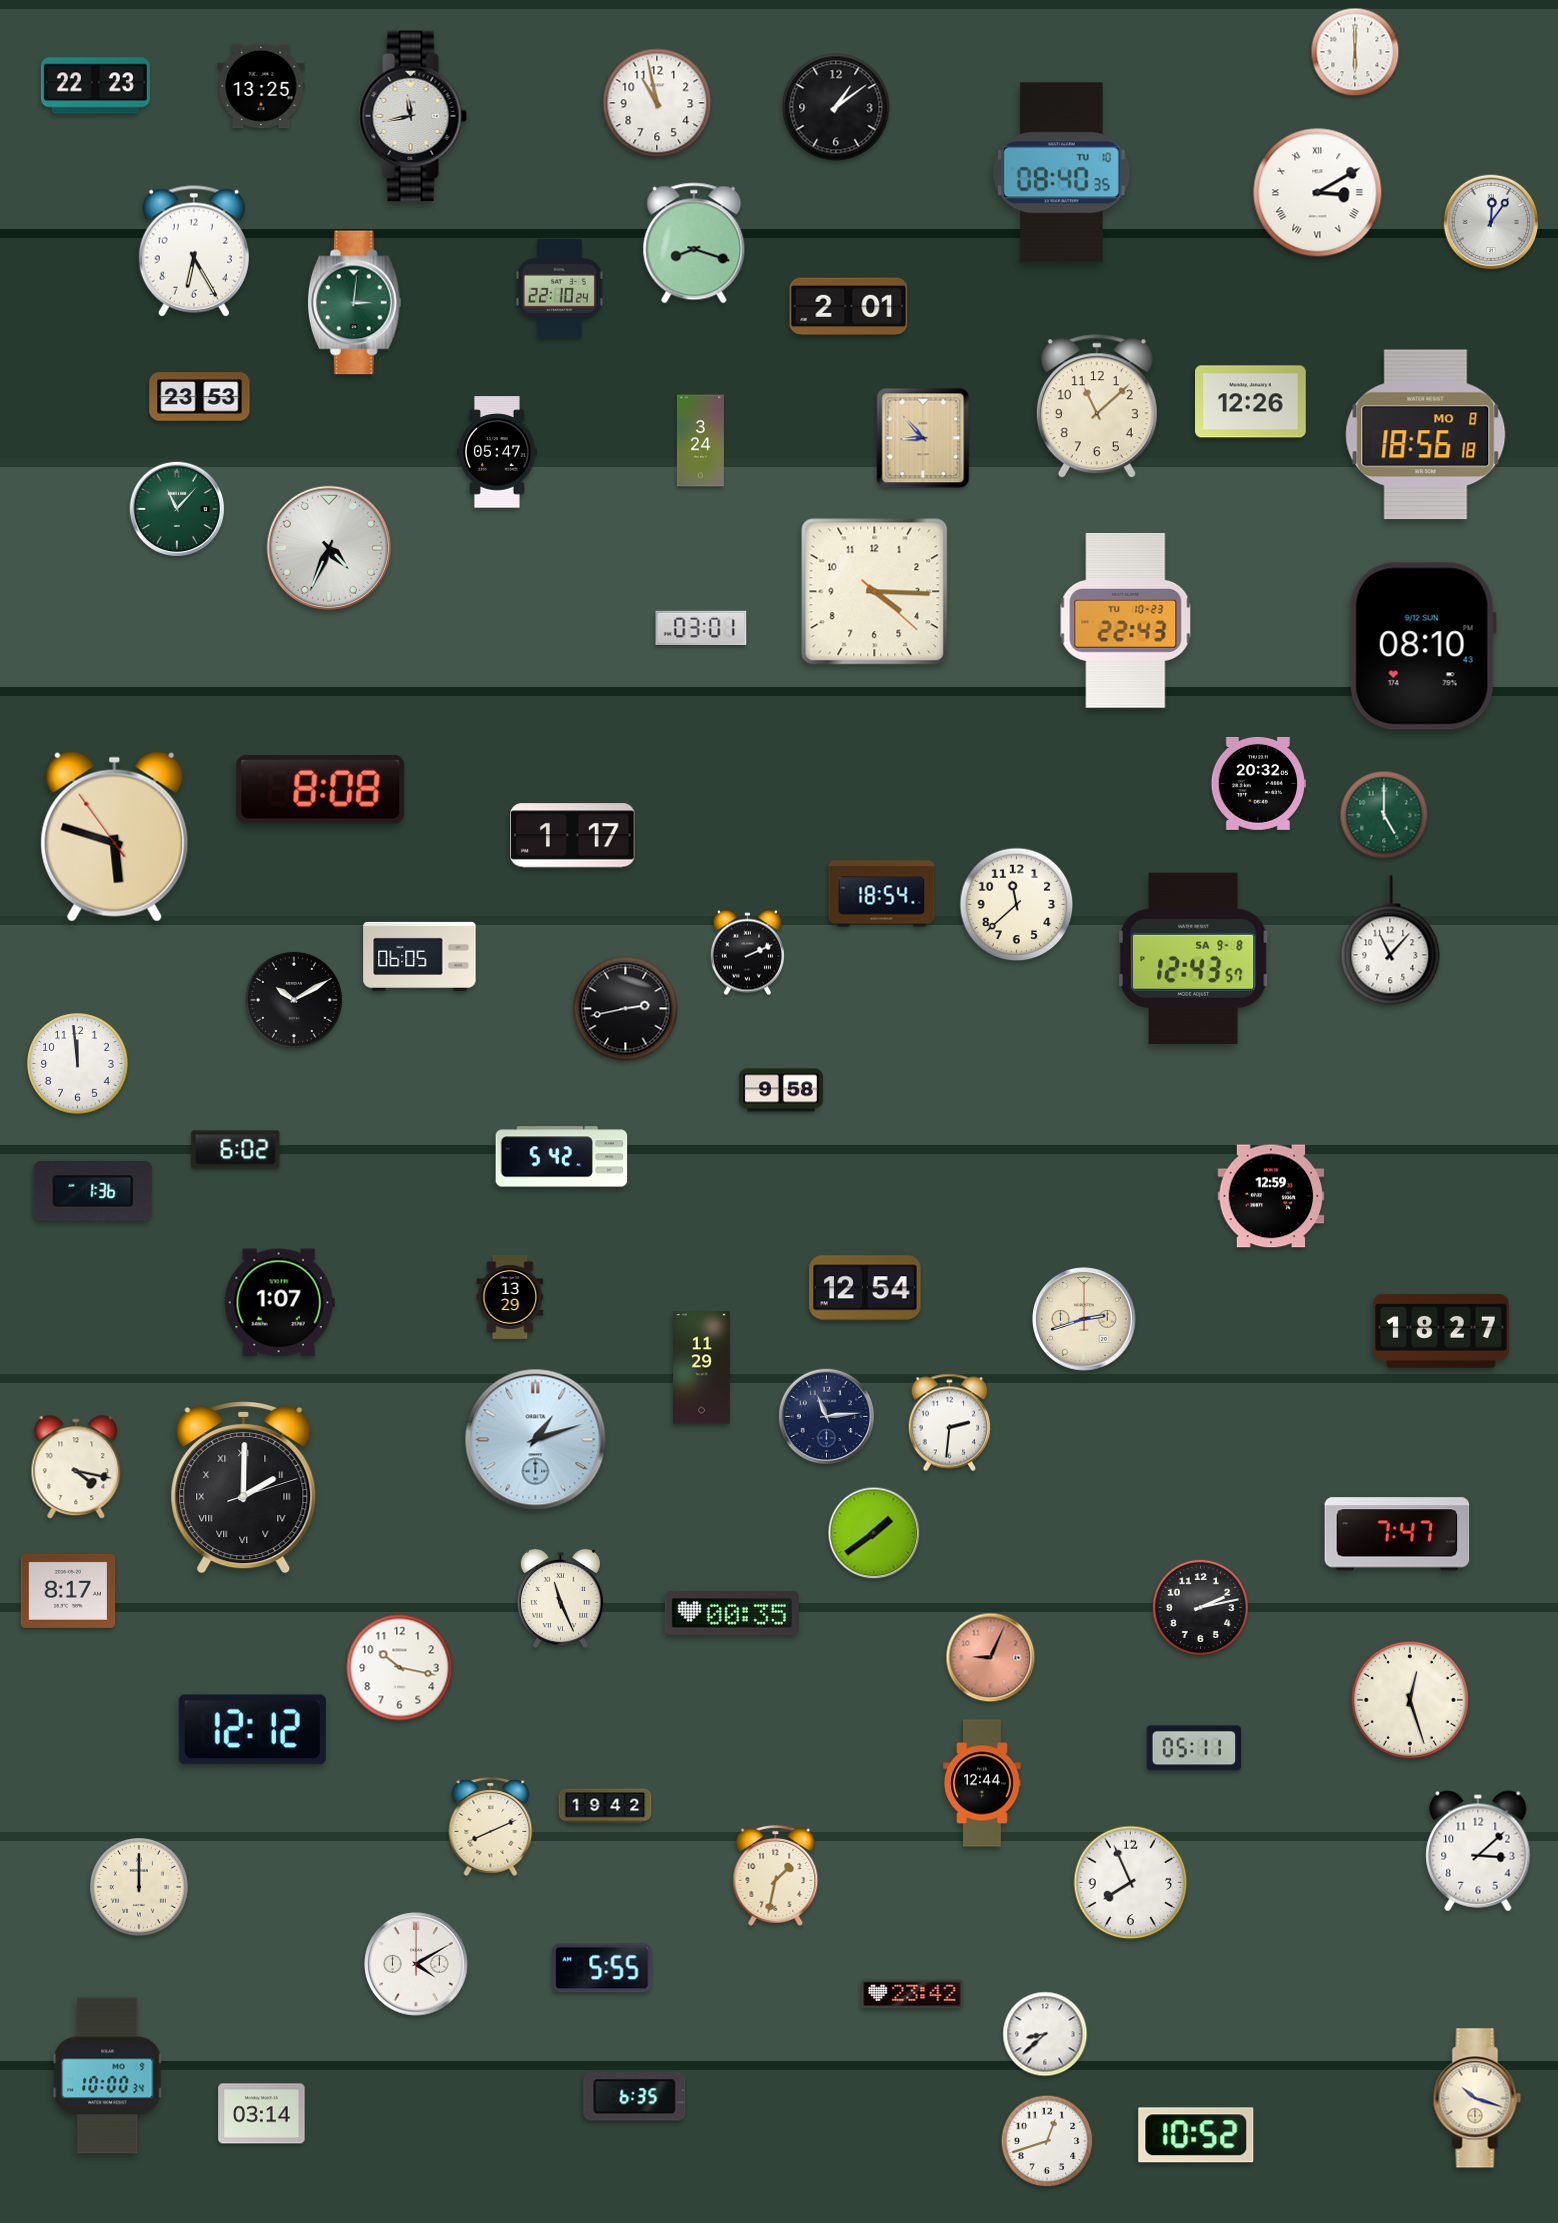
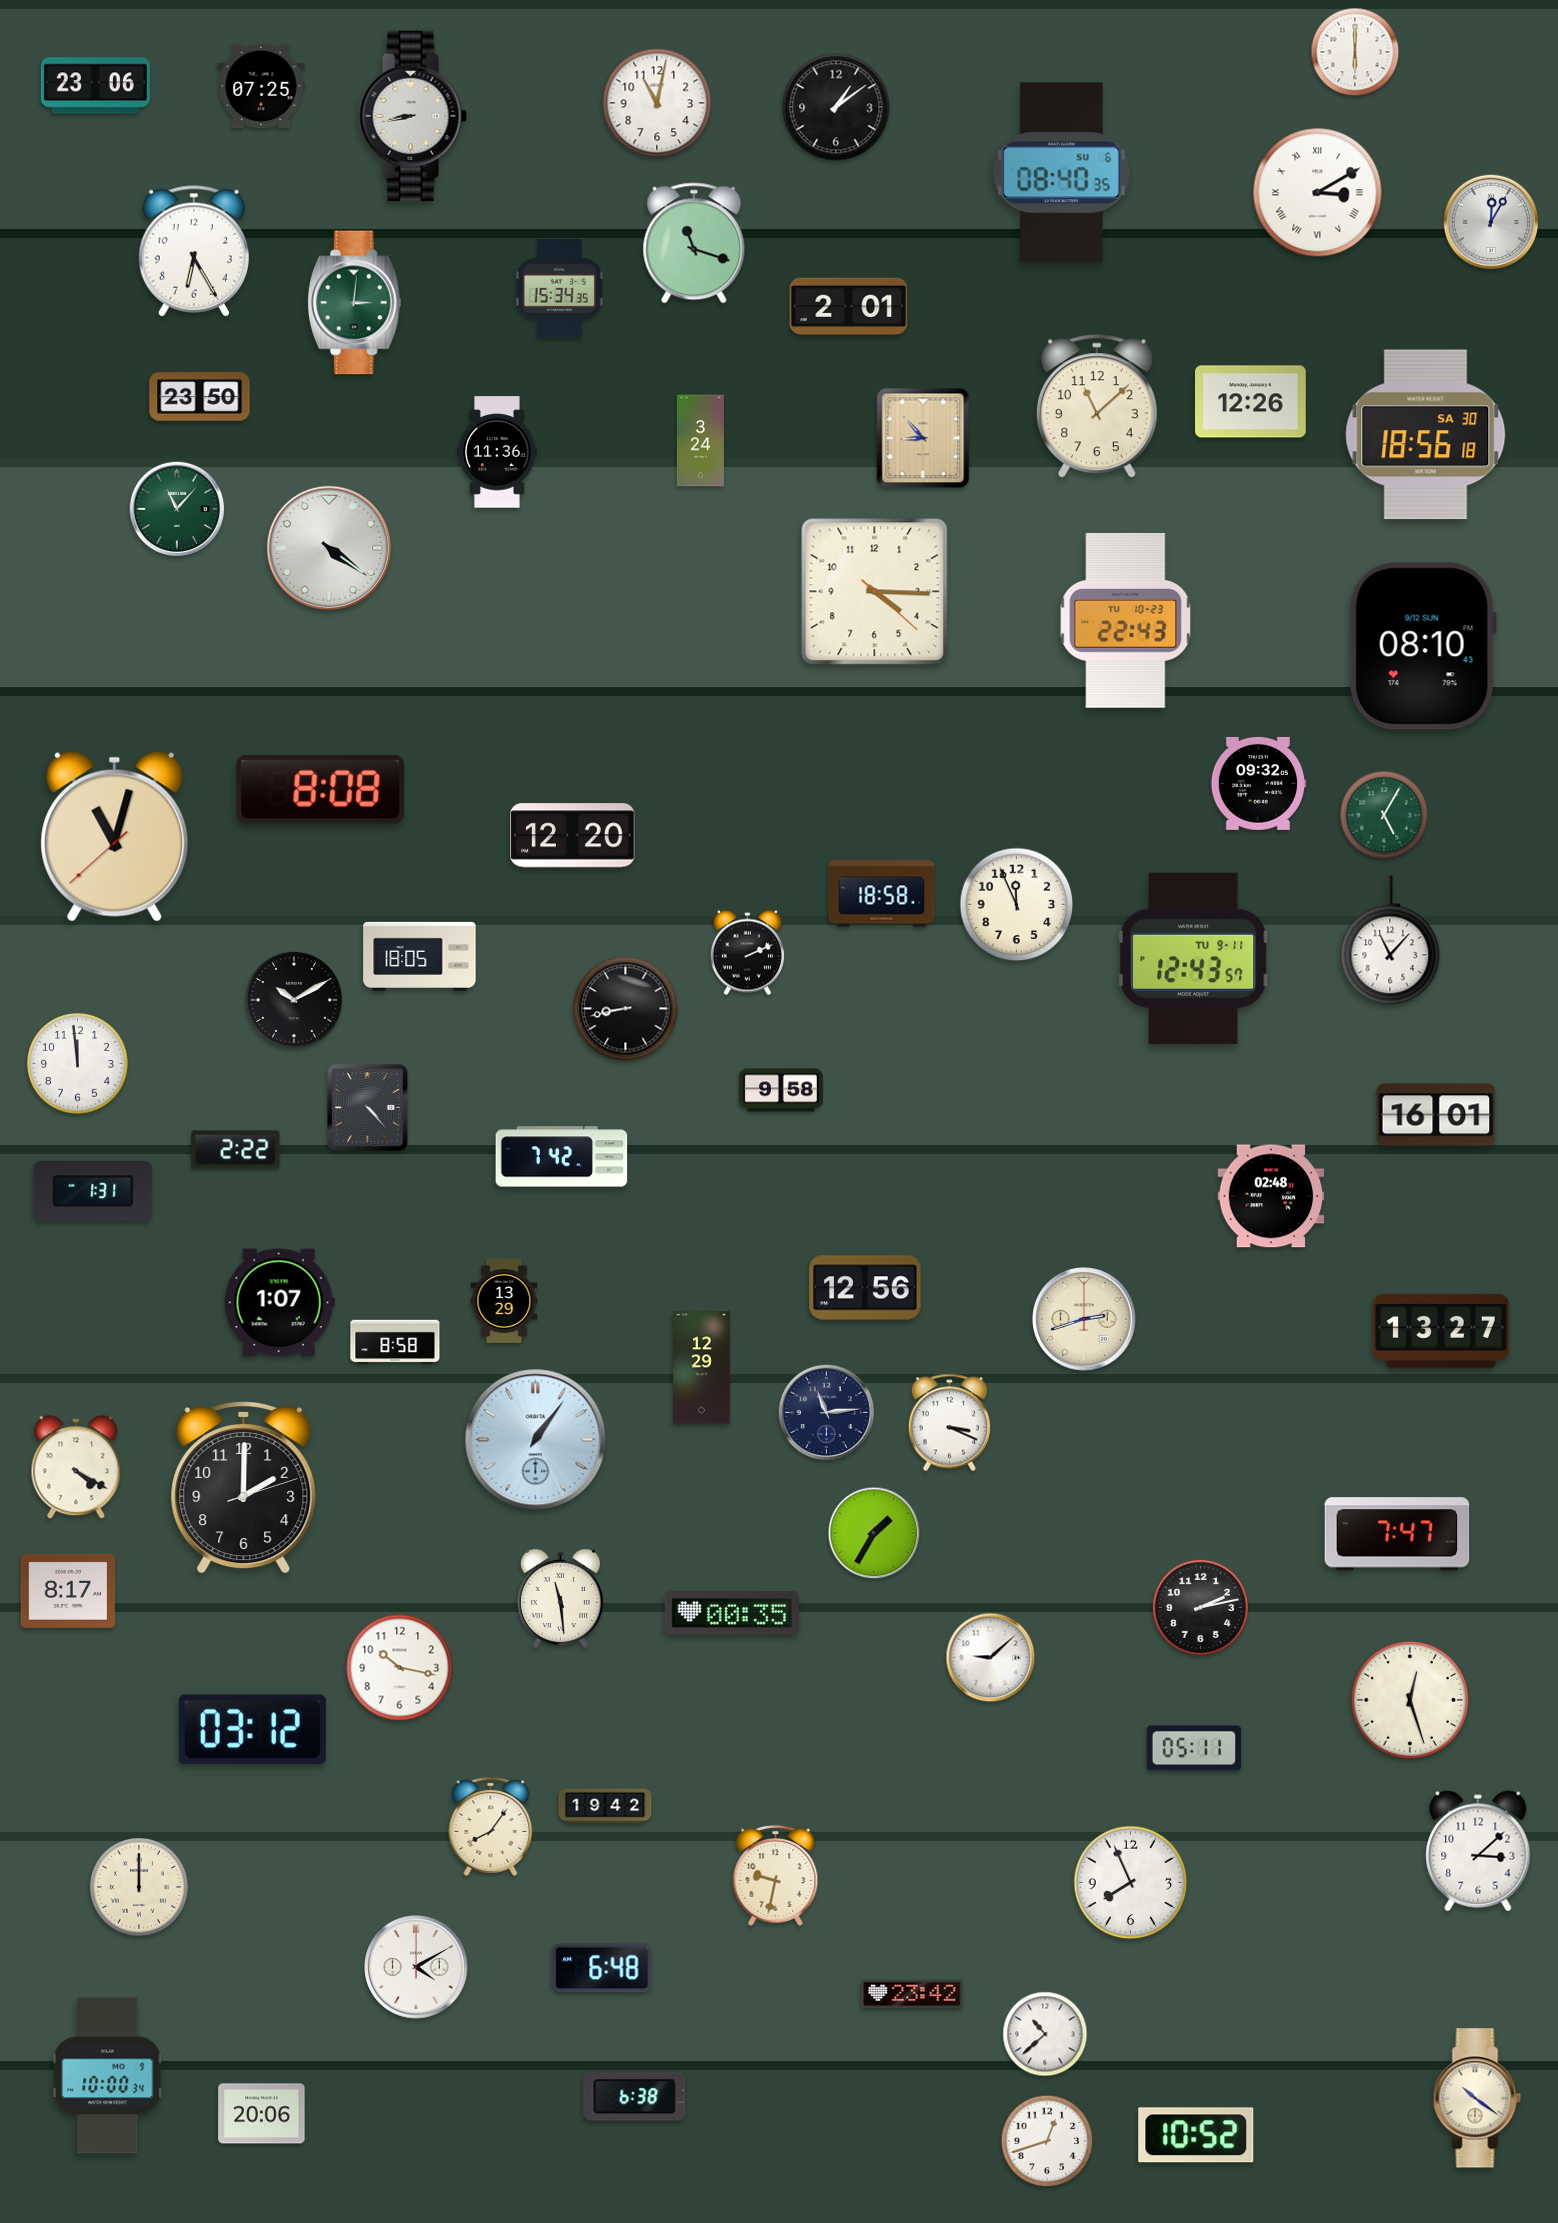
clock at (95, 86): 22:23 -> 23:06
clock at (261, 86): 13:25 -> 07:25
clock at (657, 103): 10:58 -> 11:02
clock at (413, 116): 11:43 -> 8:43
clock at (1062, 173) date: TU 10 -> SU 6
clock at (1491, 222): 12:06 -> 12:05
clock at (694, 243): 8:18 -> 11:18
clock at (559, 289): 22:10 -> 15:34
clock at (200, 397): 23:53 -> 23:50
clock at (1426, 435) date: MO 8 -> SA 30
clock at (497, 452): 05:47 -> 11:36
clock at (329, 548): 4:34 -> 4:21
clock at (701, 627): 03:01 -> none
clock at (1258, 783): 20:32 -> 09:32
clock at (1384, 815): 5:00 -> 5:05
clock at (115, 836): 5:47 -> 11:02
clock at (573, 836): 1:17 -> 12:20
clock at (882, 894): 18:54 -> 18:58
clock at (1017, 905): 11:38 -> 11:56
clock at (420, 956): 06:05 -> 18:05
clock at (1194, 958) date: SA 9-8 -> TU 9-11
clock at (626, 1009): 2:43 -> 8:43
clock at (368, 1108): none -> 4:23
clock at (1436, 1115): none -> 16:01
clock at (236, 1150): 6:02 -> 2:22
clock at (562, 1157): 5:42 -> 7:42
clock at (93, 1192): 1:36 -> 1:31
clock at (1271, 1196): 12:59 -> 02:48
clock at (865, 1288): 12:54 -> 12:56
clock at (510, 1297) position: (510, 1297) -> (504, 1301)
clock at (1441, 1331): 18:27 -> 13:27
clock at (395, 1342): none -> 8:58
clock at (702, 1368): 11:29 -> 12:29
clock at (826, 1416) position: (826, 1416) -> (826, 1412)
clock at (950, 1423): 2:31 -> 3:19
clock at (536, 1440): 1:12 -> 1:06
clock at (76, 1468): 4:17 -> 4:20
clock at (244, 1487) numerals: Roman -> Arabic
clock at (874, 1533): 1:39 -> 1:35
clock at (560, 1599): 11:26 -> 11:29
clock at (991, 1658): 9:04 -> 9:08
clock at (991, 1658) dial: salmon -> white
clock at (252, 1730): 12:12 -> 03:12
clock at (982, 1783): 12:44 -> none
clock at (491, 1826): 8:11 -> 8:06
clock at (776, 1875): 1:32 -> 9:32
clock at (416, 1964) position: (416, 1964) -> (416, 1967)
clock at (602, 1968): 5:55 -> 6:48
clock at (1045, 2034): 8:38 -> 10:38
clock at (635, 2097): 6:35 -> 6:38
clock at (1477, 2098): 10:18 -> 10:21
clock at (262, 2114): 03:14 -> 20:06
